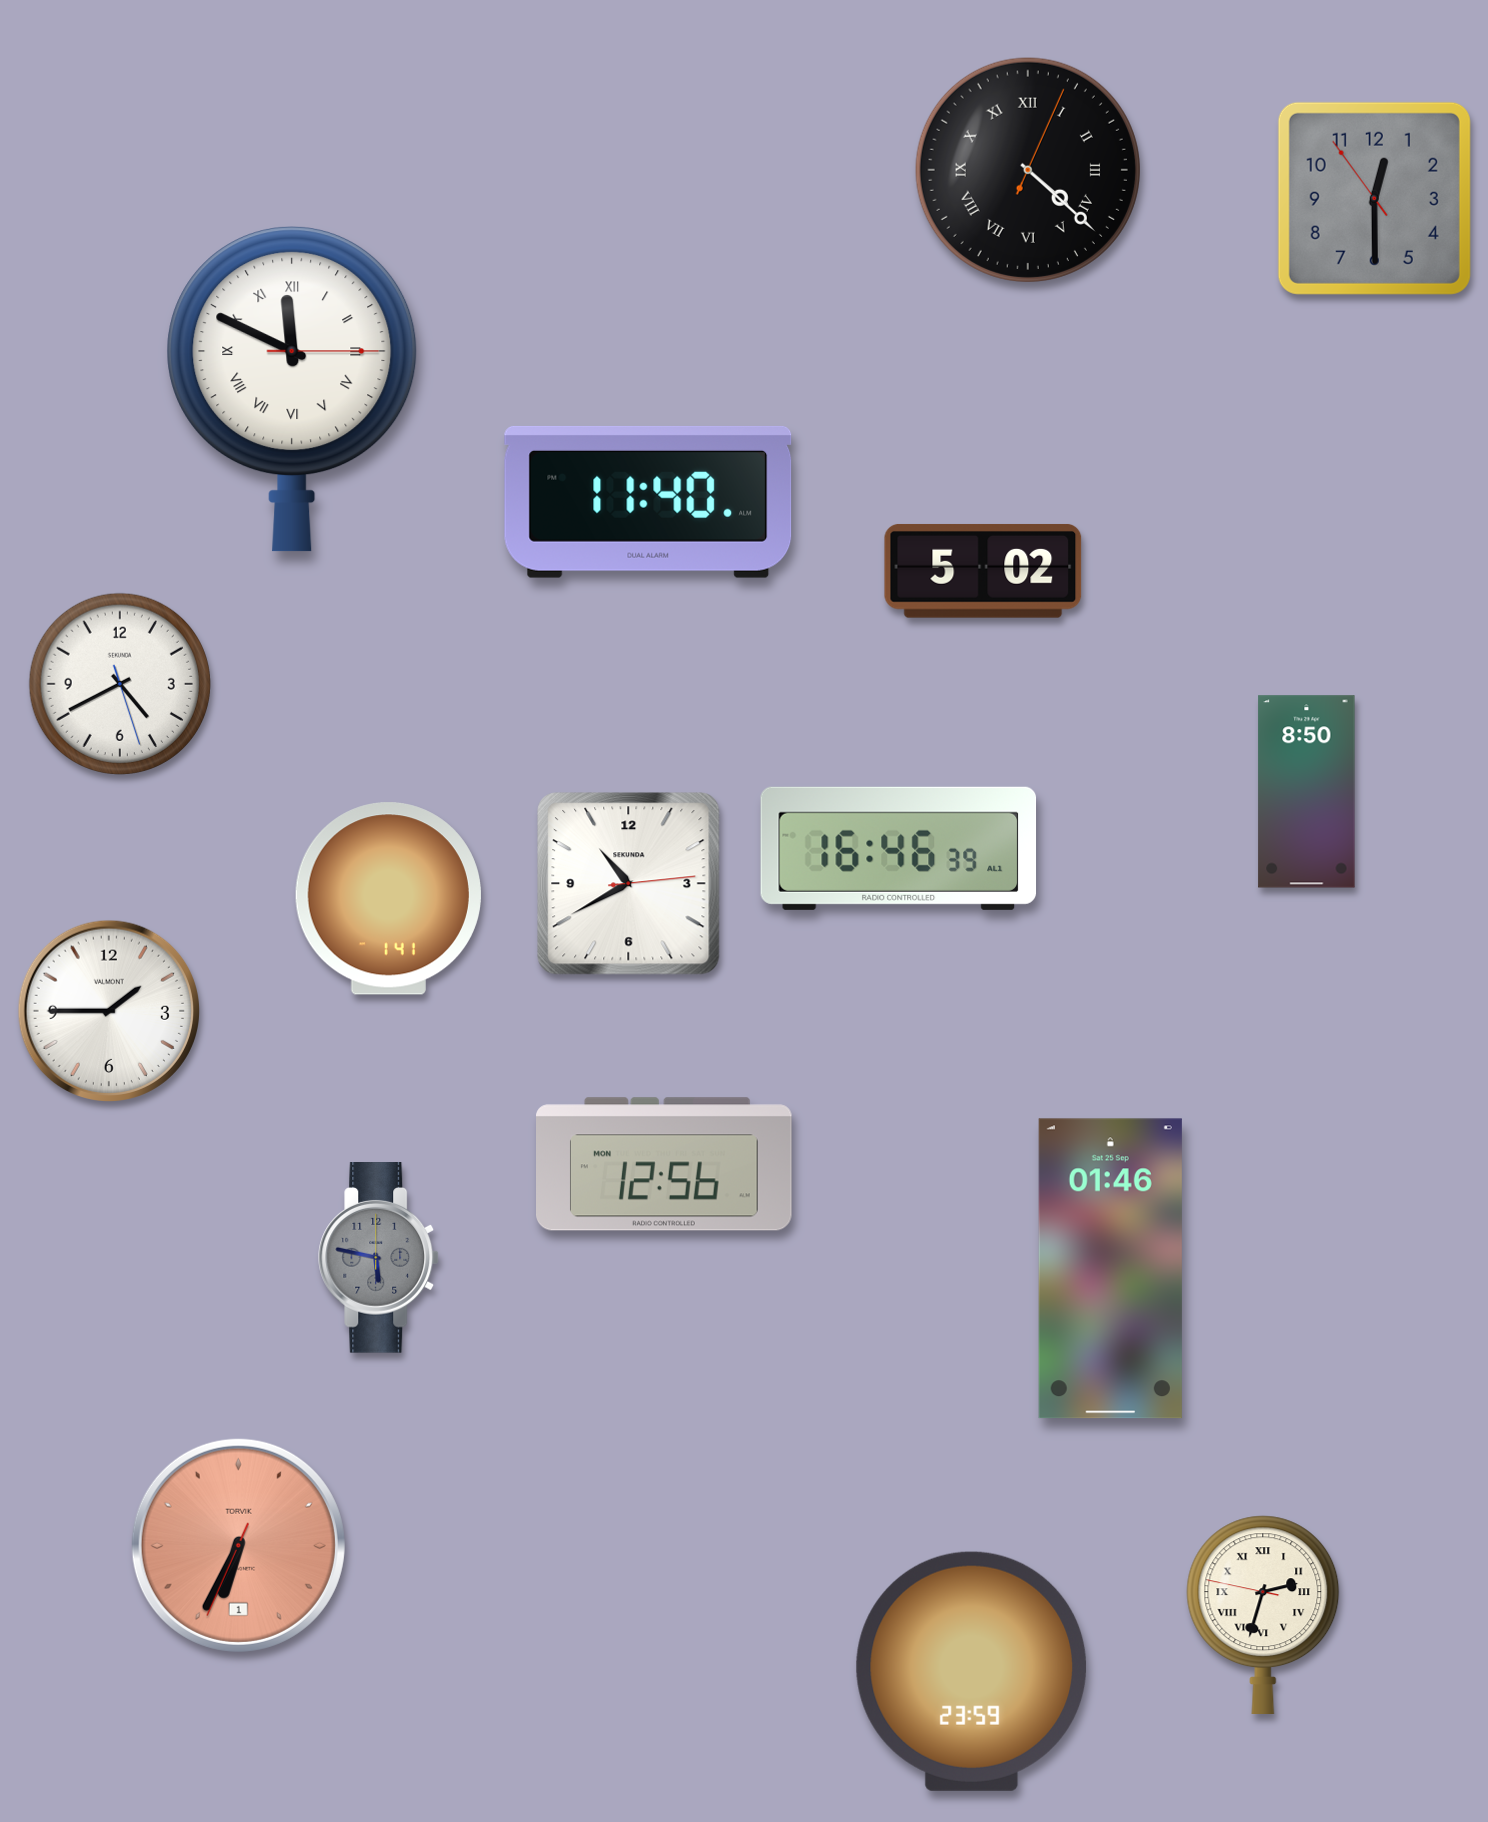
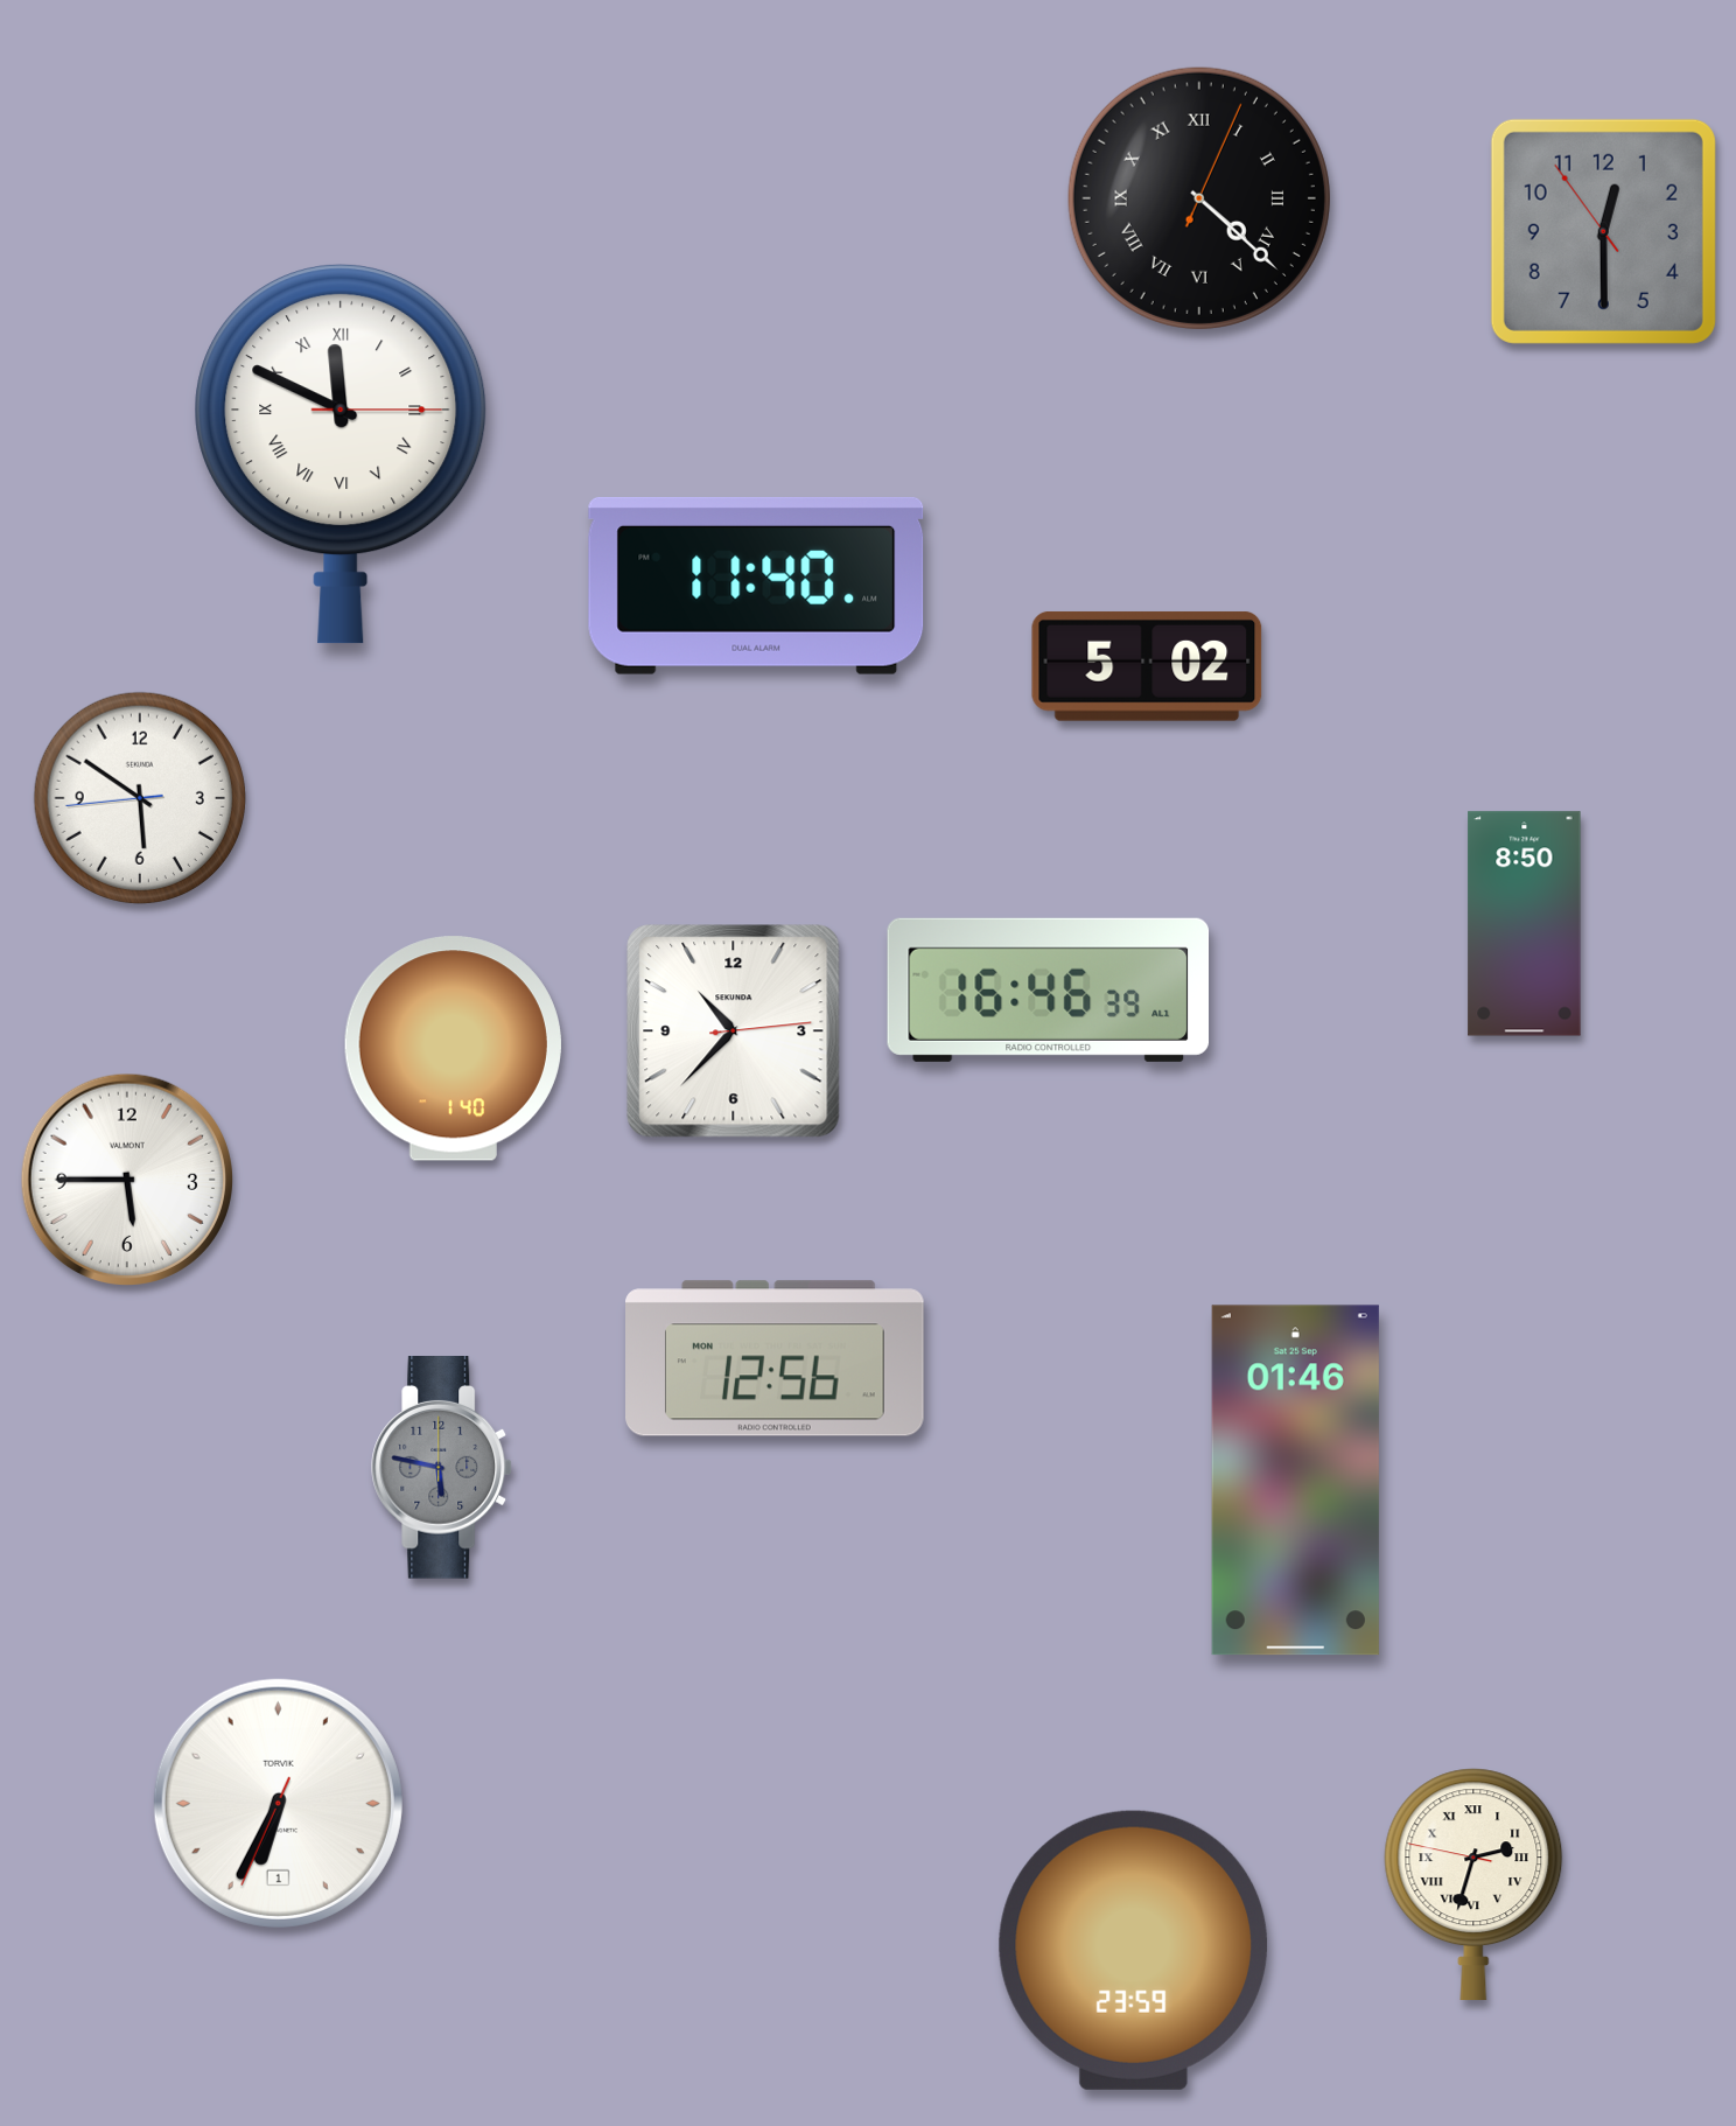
clock at (120, 684): 4:40 -> 5:50
clock at (629, 884): 10:40 -> 10:37
clock at (388, 899): 1:41 -> 1:40
clock at (108, 1010): 1:45 -> 5:45
clock at (238, 1545) dial: salmon -> white
